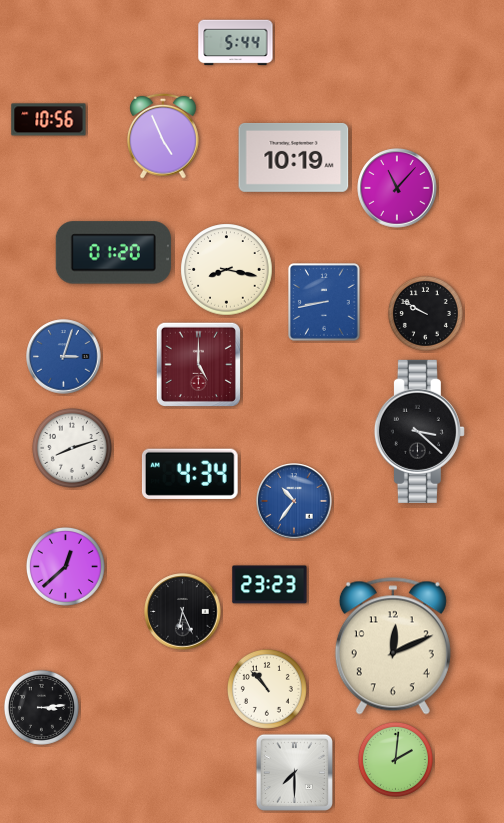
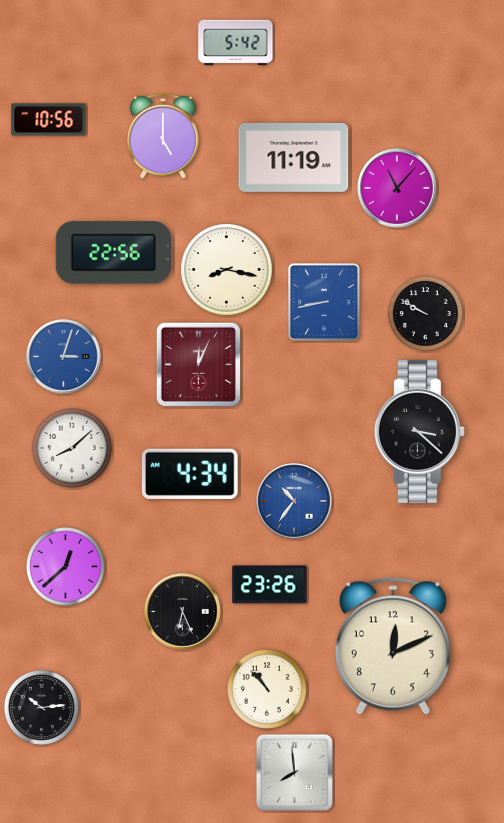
clock at (236, 43): 5:44 -> 5:42
clock at (164, 136): 4:56 -> 5:00
clock at (294, 157): 10:19 -> 11:19
clock at (113, 253): 01:20 -> 22:56
clock at (198, 364): 5:00 -> 12:04
clock at (72, 448): 8:12 -> 8:08
clock at (270, 585): 23:23 -> 23:26
clock at (41, 707): 3:14 -> 10:14
clock at (395, 759): 2:01 -> none
clock at (294, 772): 7:30 -> 7:59
